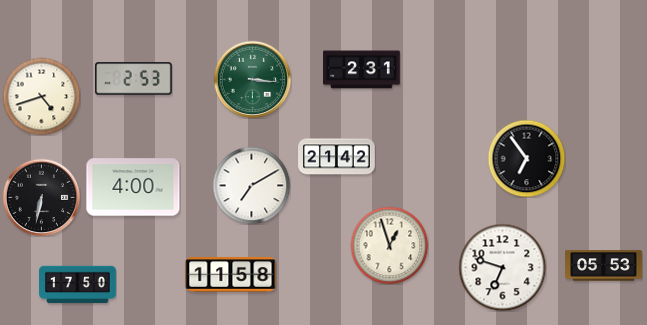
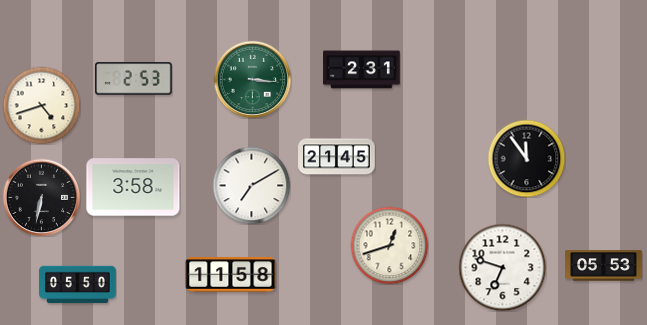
clock at (41, 96) position: (41, 96) -> (41, 105)
clock at (337, 157): 21:42 -> 21:45
clock at (526, 158): 6:54 -> 11:54
clock at (133, 187): 4:00 -> 3:58
clock at (389, 245): 12:57 -> 12:42
clock at (78, 285): 17:50 -> 05:50
